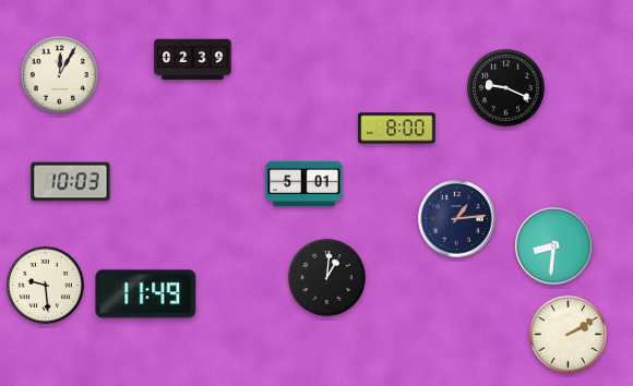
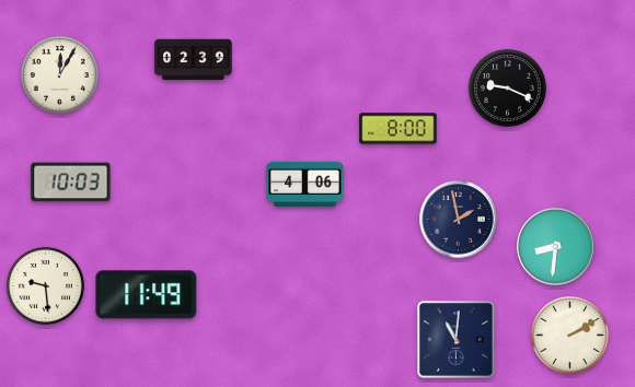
clock at (304, 184): 5:01 -> 4:06
clock at (457, 219): 1:14 -> 1:58
clock at (326, 277): 1:01 -> none
clock at (457, 340): none -> 11:01
